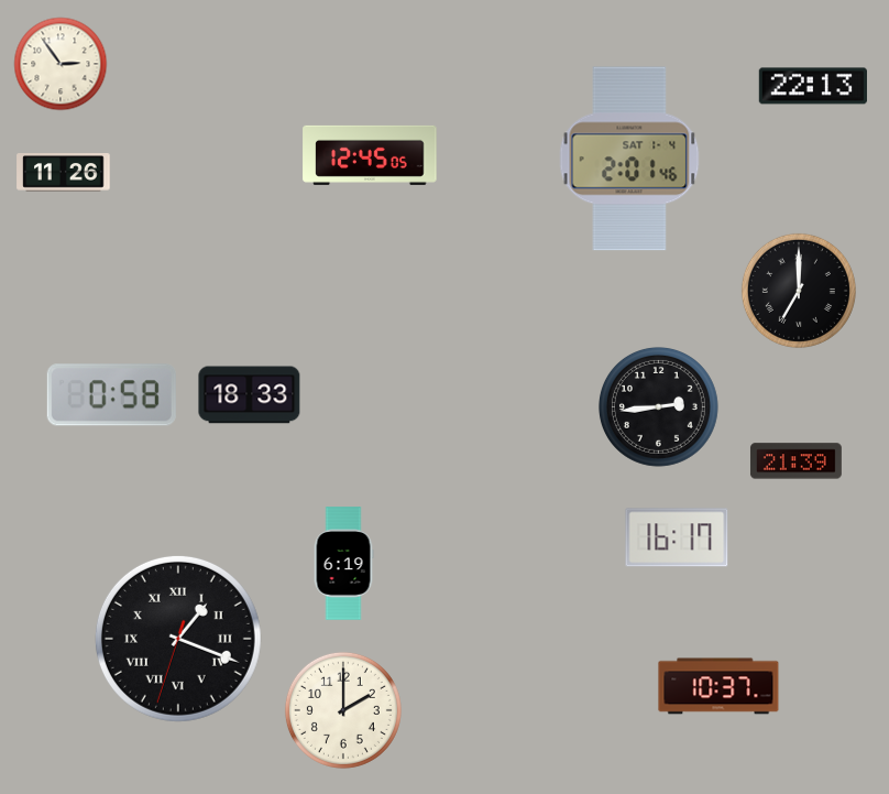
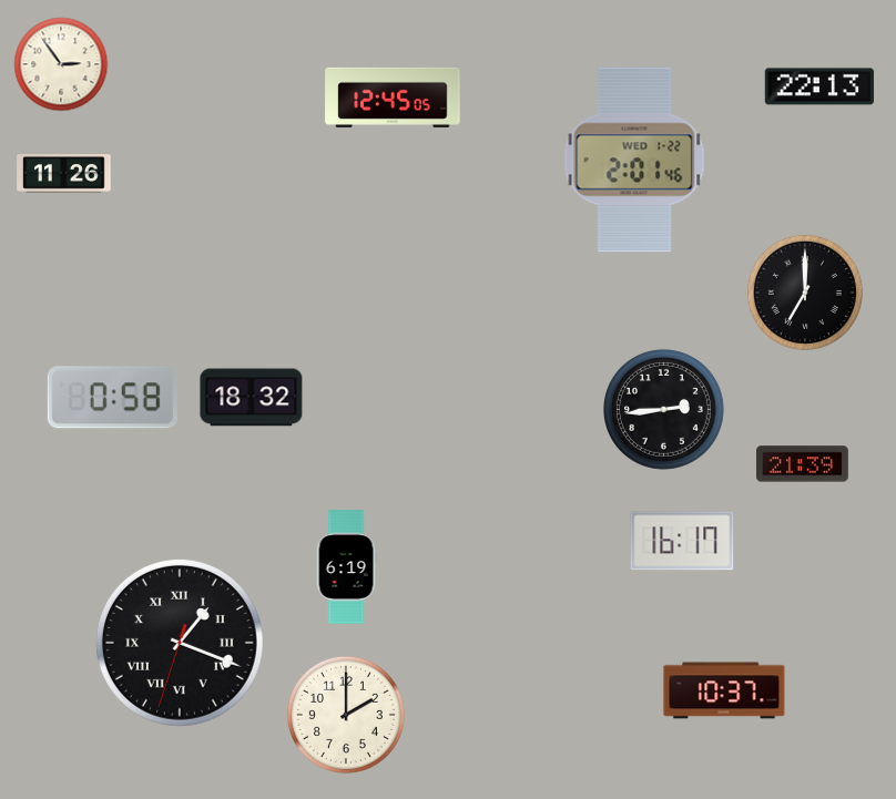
clock at (370, 155) position: (370, 155) -> (393, 98)
clock at (629, 159) date: SAT 1-4 -> WED 1-22
clock at (250, 395): 18:33 -> 18:32
